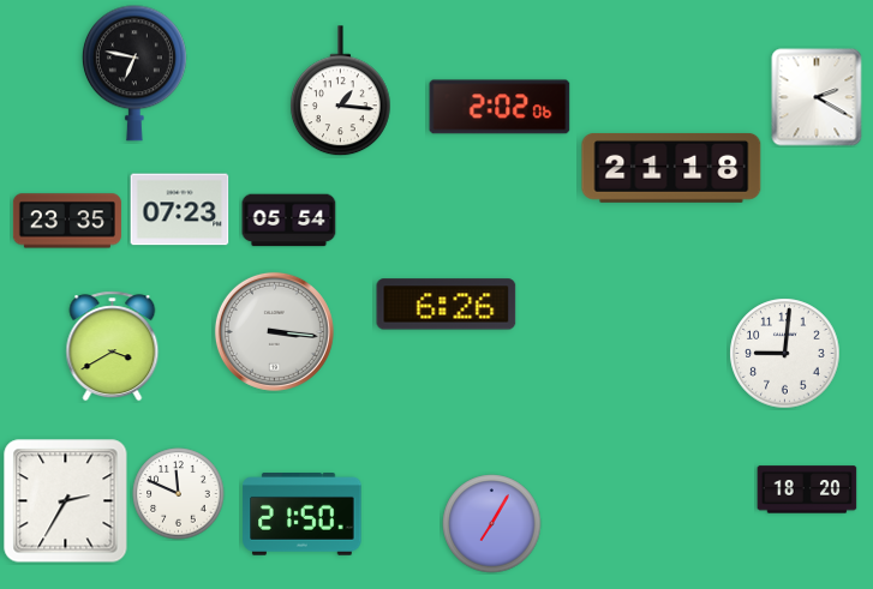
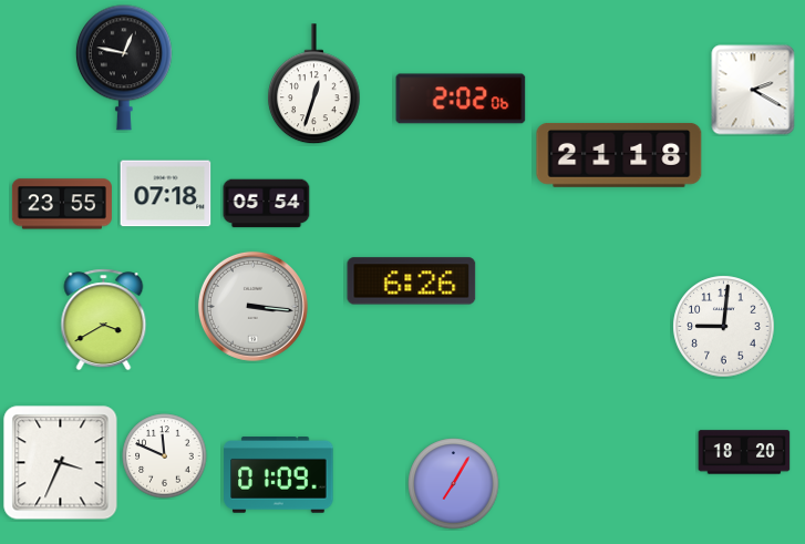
clock at (134, 73): 6:47 -> 12:47
clock at (340, 91): 1:16 -> 12:33
clock at (180, 210): 07:23 -> 07:18
clock at (67, 221): 23:35 -> 23:55
clock at (66, 501): 2:35 -> 3:34
clock at (303, 515): 21:50 -> 01:09
